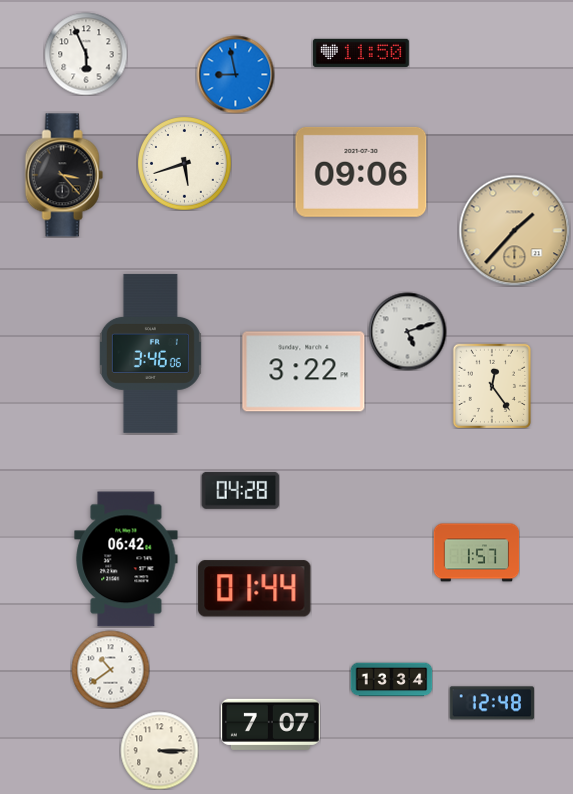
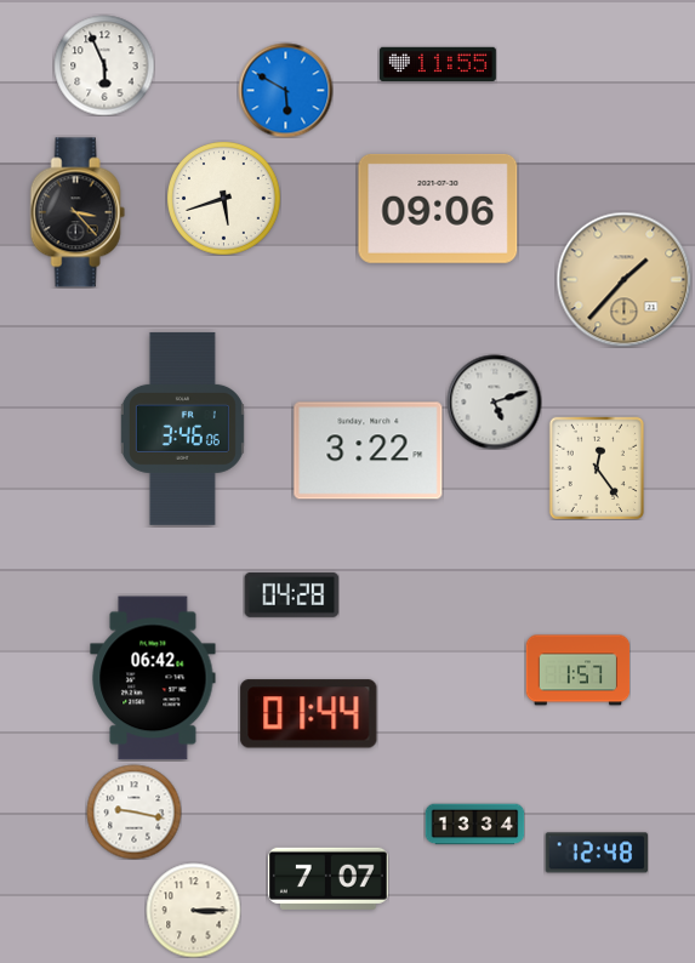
clock at (361, 53): 11:50 -> 11:55
clock at (235, 74): 8:58 -> 5:50
clock at (110, 669): 10:39 -> 9:17
